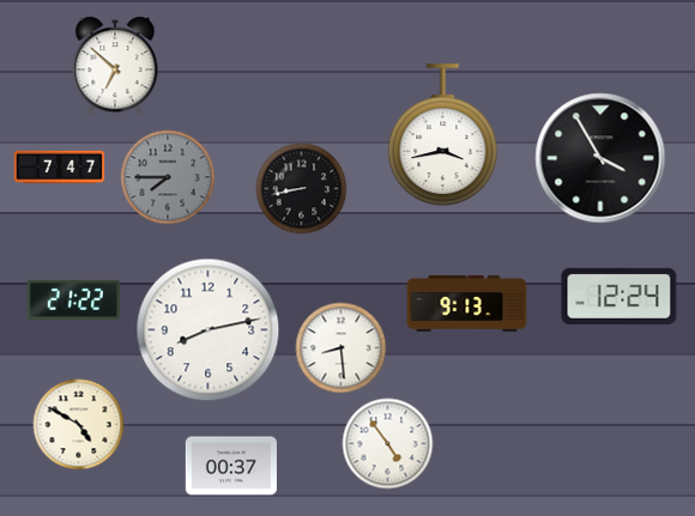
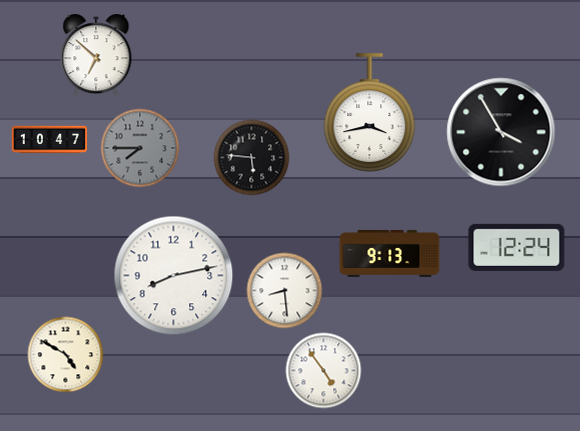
clock at (60, 168): 7:47 -> 10:47
clock at (302, 189): 8:43 -> 5:46
clock at (73, 299): 21:22 -> none
clock at (231, 466): 00:37 -> none
